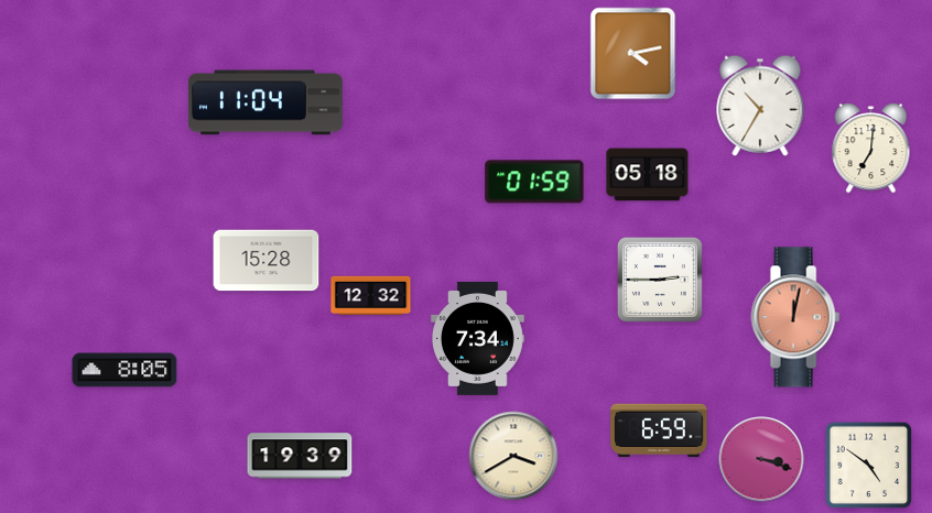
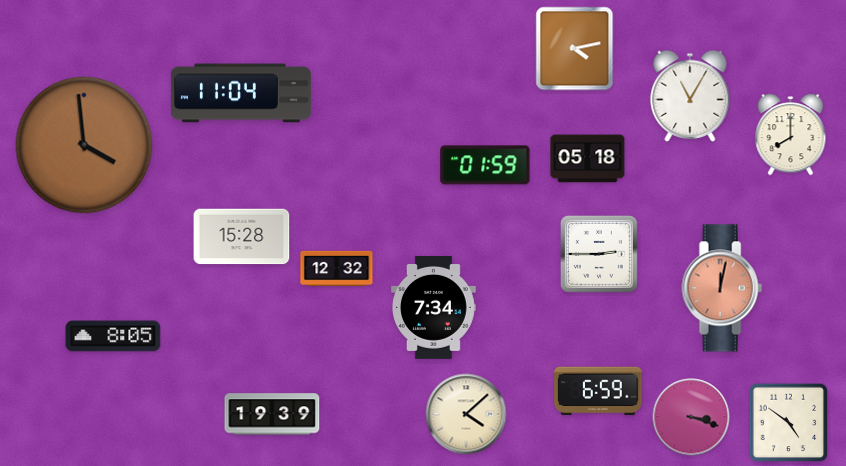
clock at (760, 106): 10:35 -> 11:05
clock at (871, 149): 7:01 -> 8:00
clock at (84, 145): none -> 3:59
clock at (513, 456): 3:40 -> 4:08
